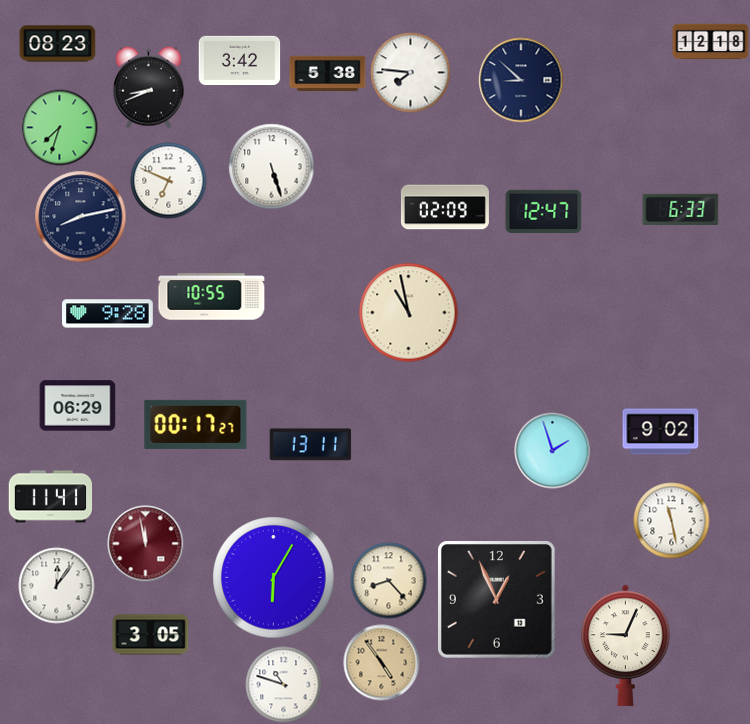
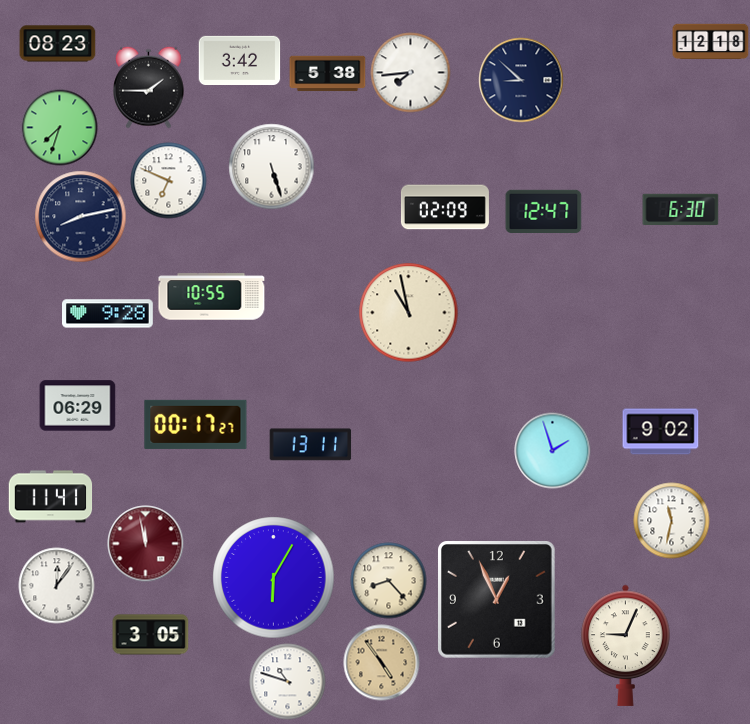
clock at (411, 73): 7:46 -> 7:44
clock at (149, 87): 8:41 -> 1:45
clock at (681, 210): 6:33 -> 6:30
clock at (672, 521): 11:28 -> 11:32
clock at (284, 685) position: (284, 685) -> (288, 682)
